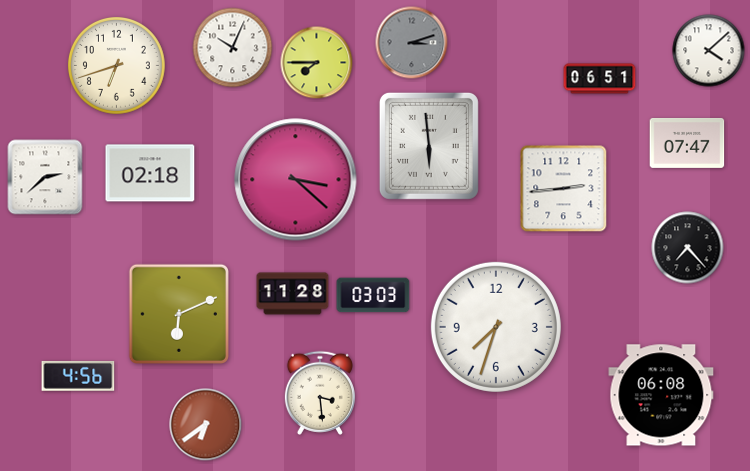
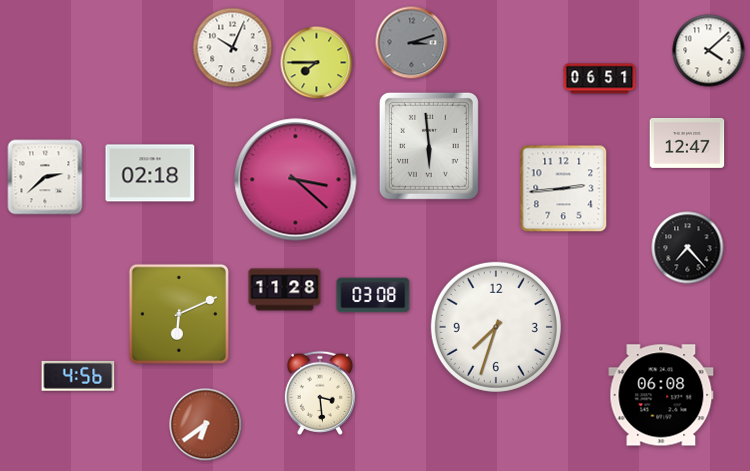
clock at (116, 65): 6:42 -> none
clock at (687, 143): 07:47 -> 12:47
clock at (293, 294) position: (293, 294) -> (285, 290)
clock at (373, 295): 03:03 -> 03:08
